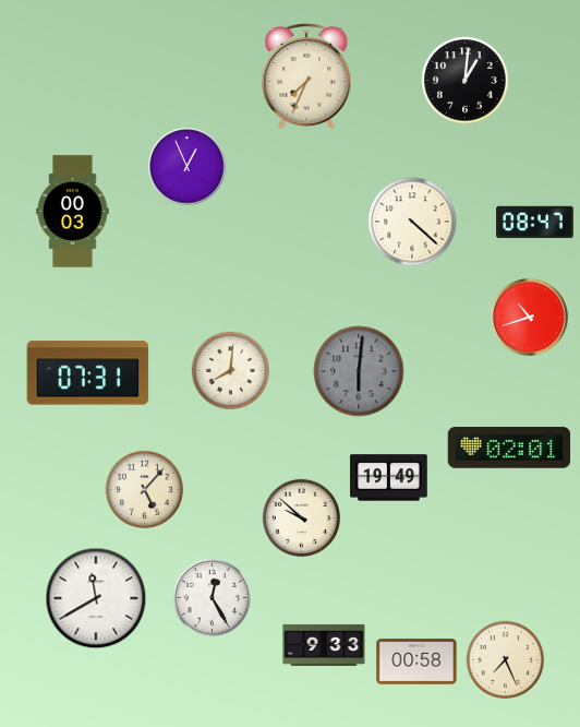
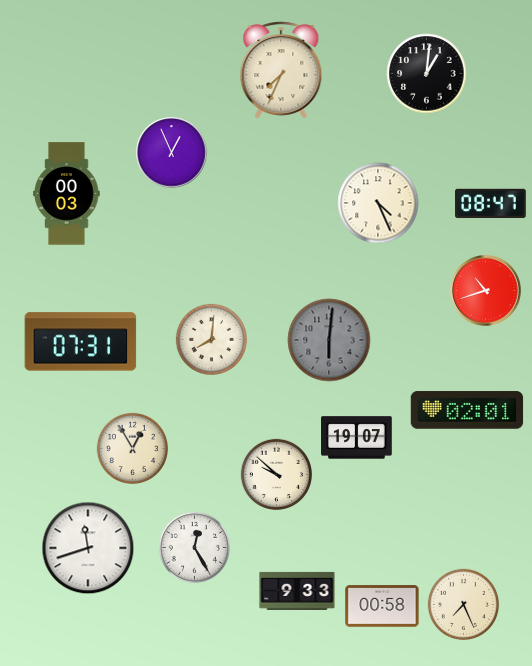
clock at (412, 222): 4:22 -> 4:26
clock at (389, 478): 19:49 -> 19:07
clock at (144, 489): 5:07 -> 12:55
clock at (96, 598): 11:40 -> 11:42
